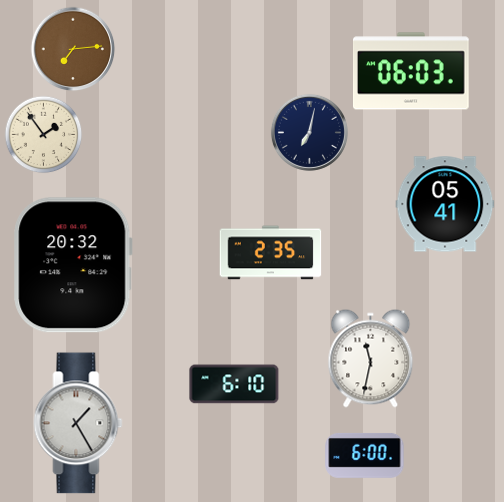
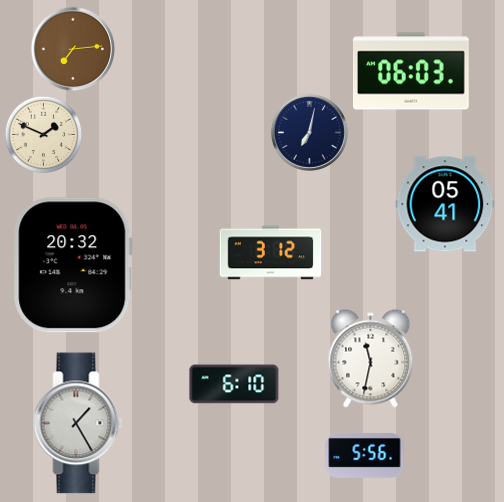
clock at (43, 134): 1:54 -> 1:49
clock at (271, 253): 2:35 -> 3:12
clock at (365, 455): 6:00 -> 5:56
